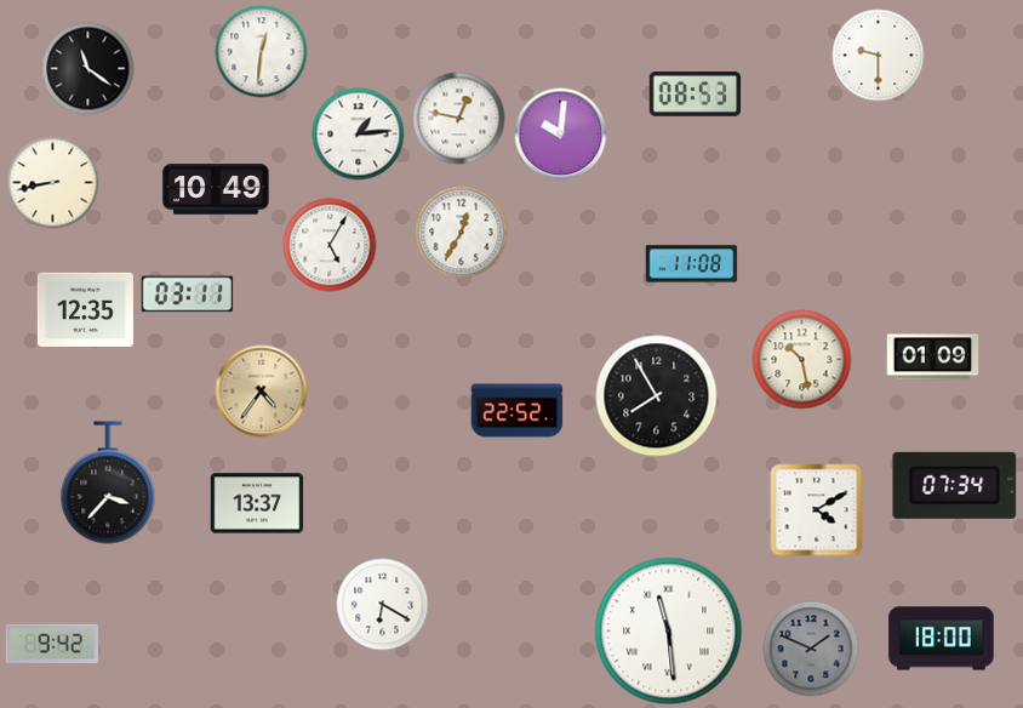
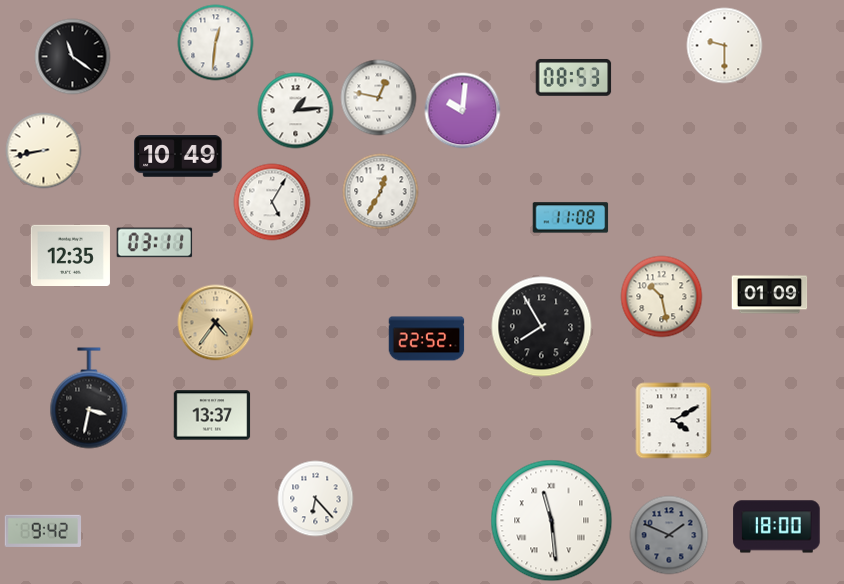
clock at (108, 483): 3:37 -> 3:32
clock at (955, 485): 07:34 -> none
clock at (383, 605): 6:20 -> 6:23
